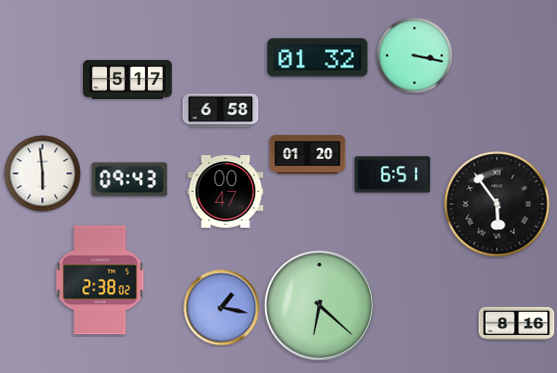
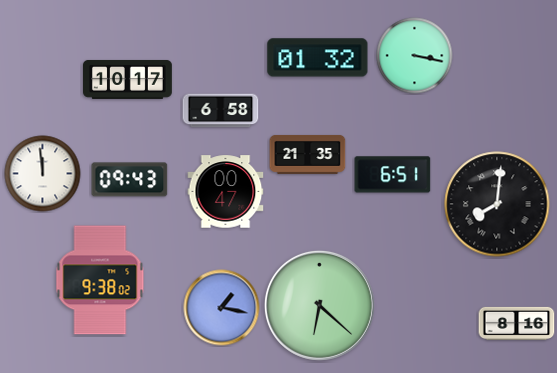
clock at (128, 79): 5:17 -> 10:17
clock at (308, 154): 01:20 -> 21:35
clock at (43, 174): 5:59 -> 11:59
clock at (497, 204): 5:54 -> 8:01
clock at (100, 280): 2:38 -> 9:38
